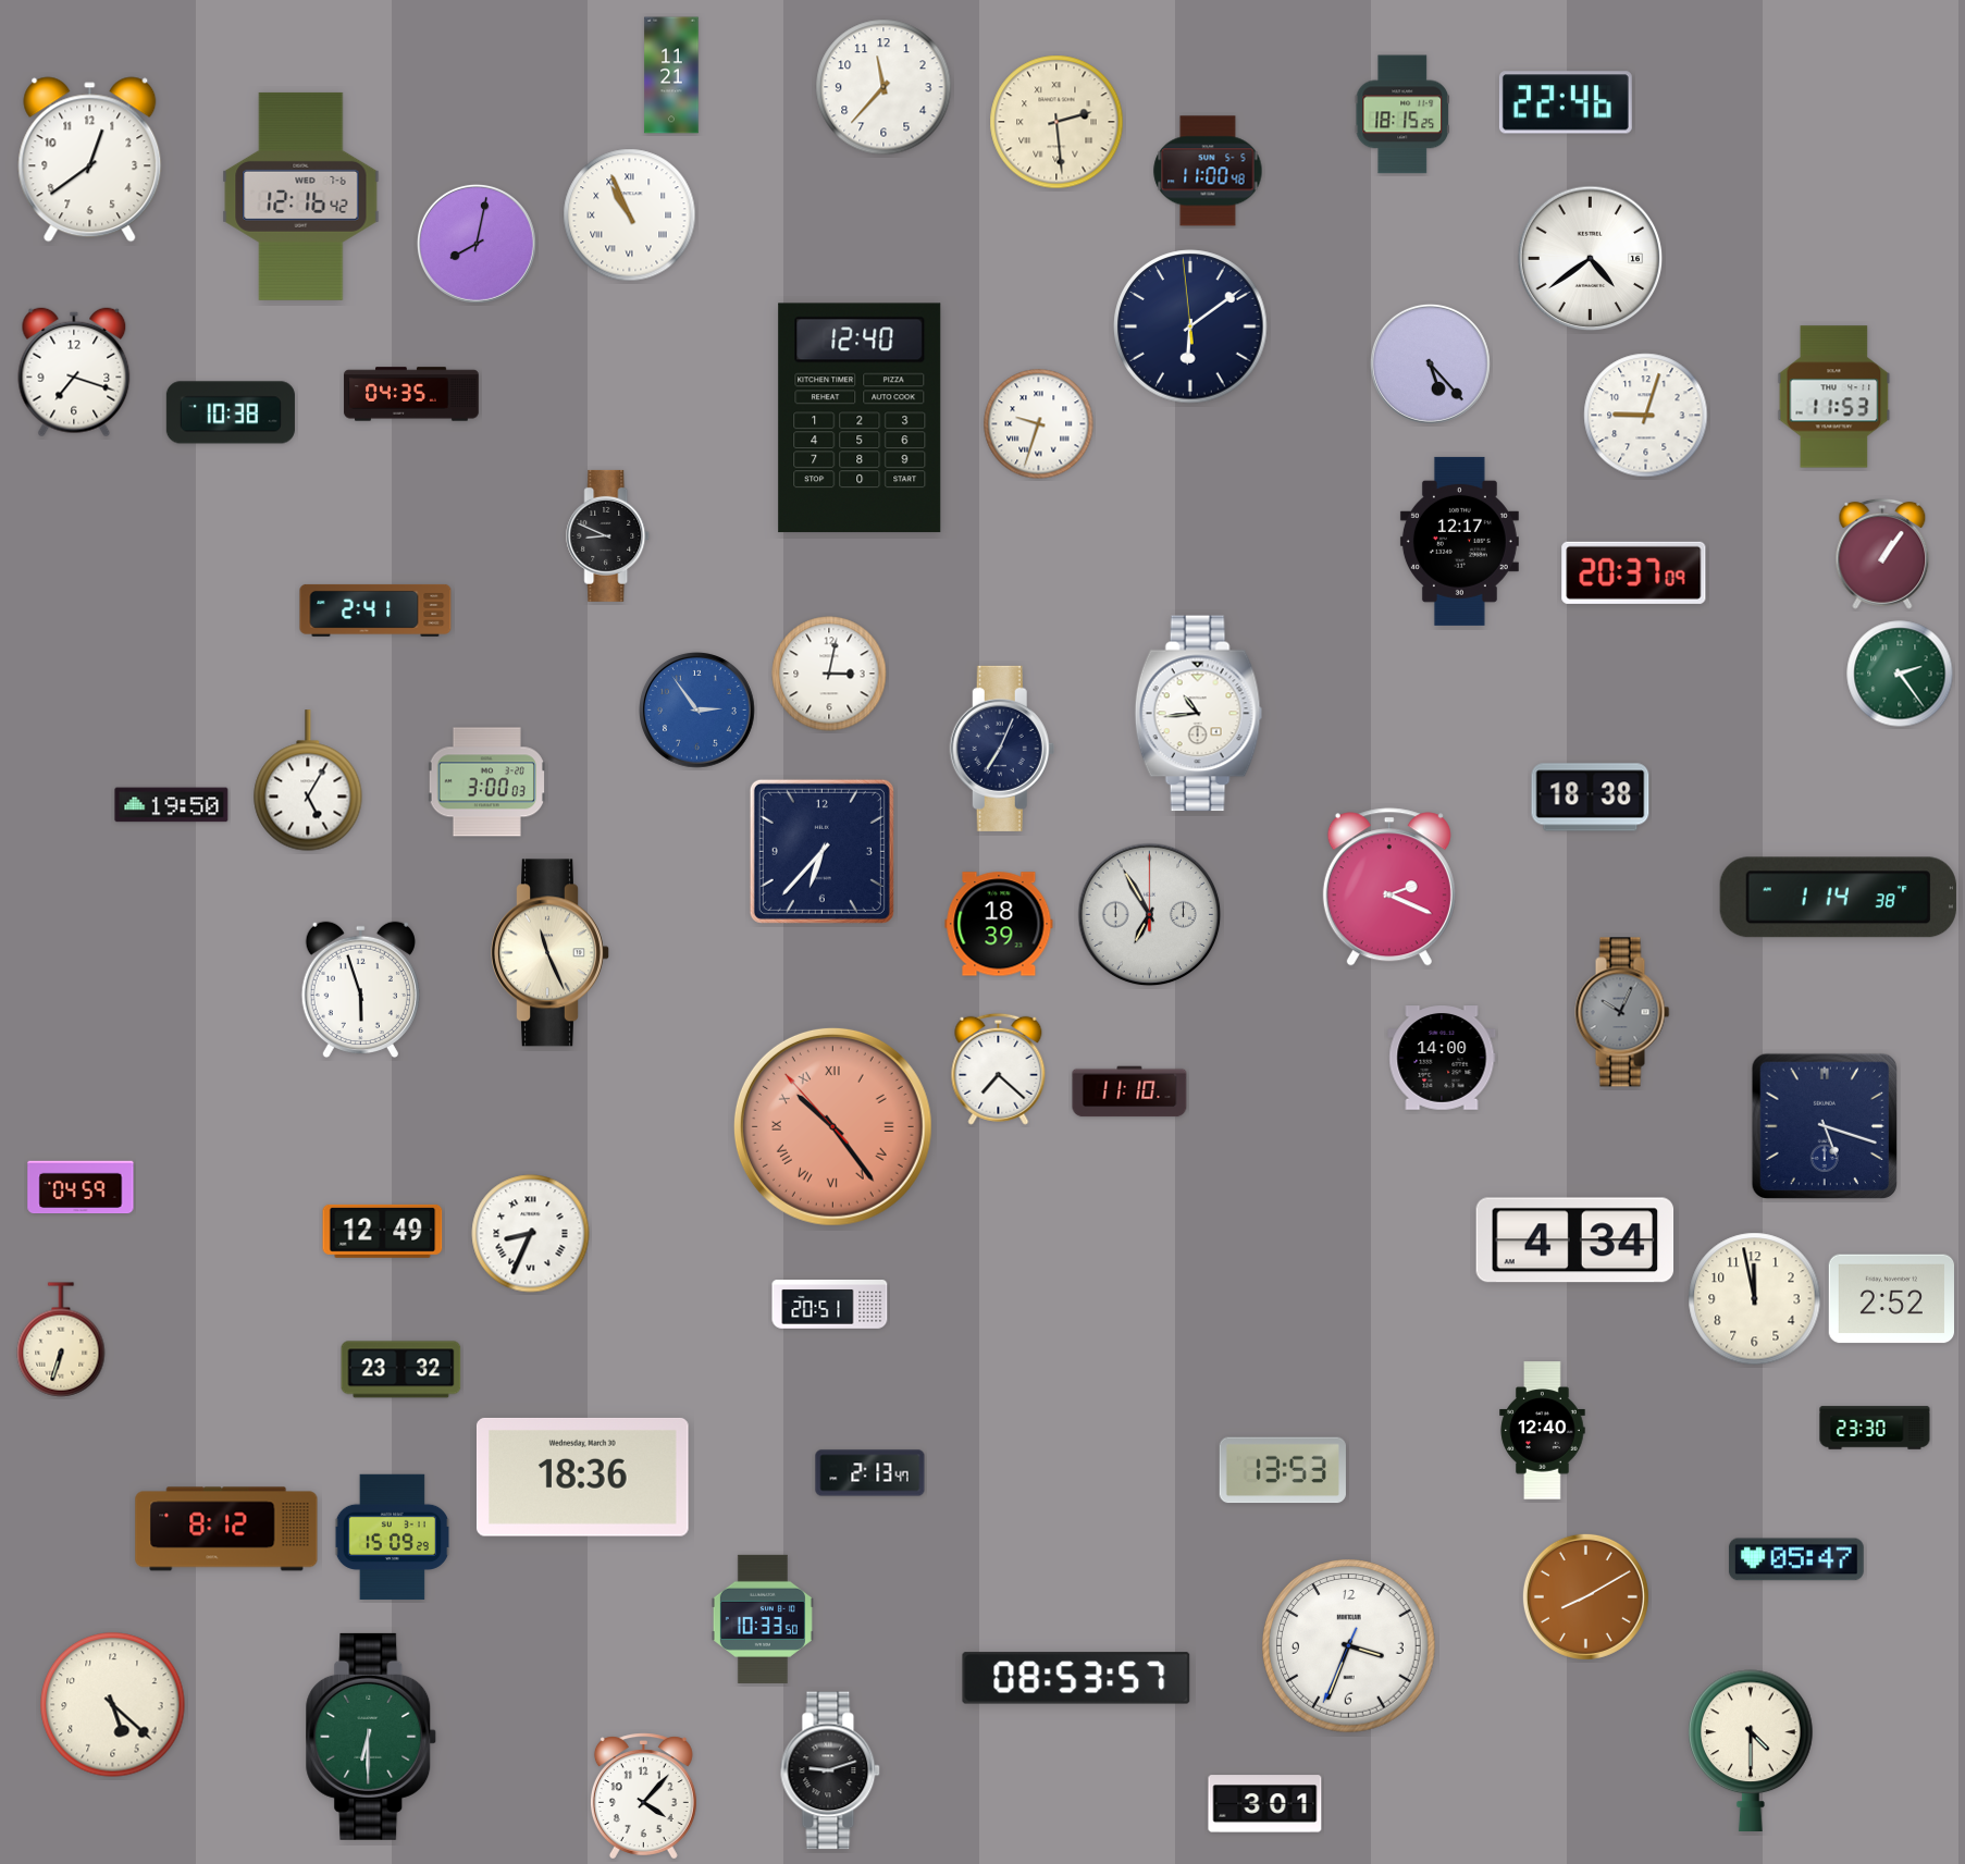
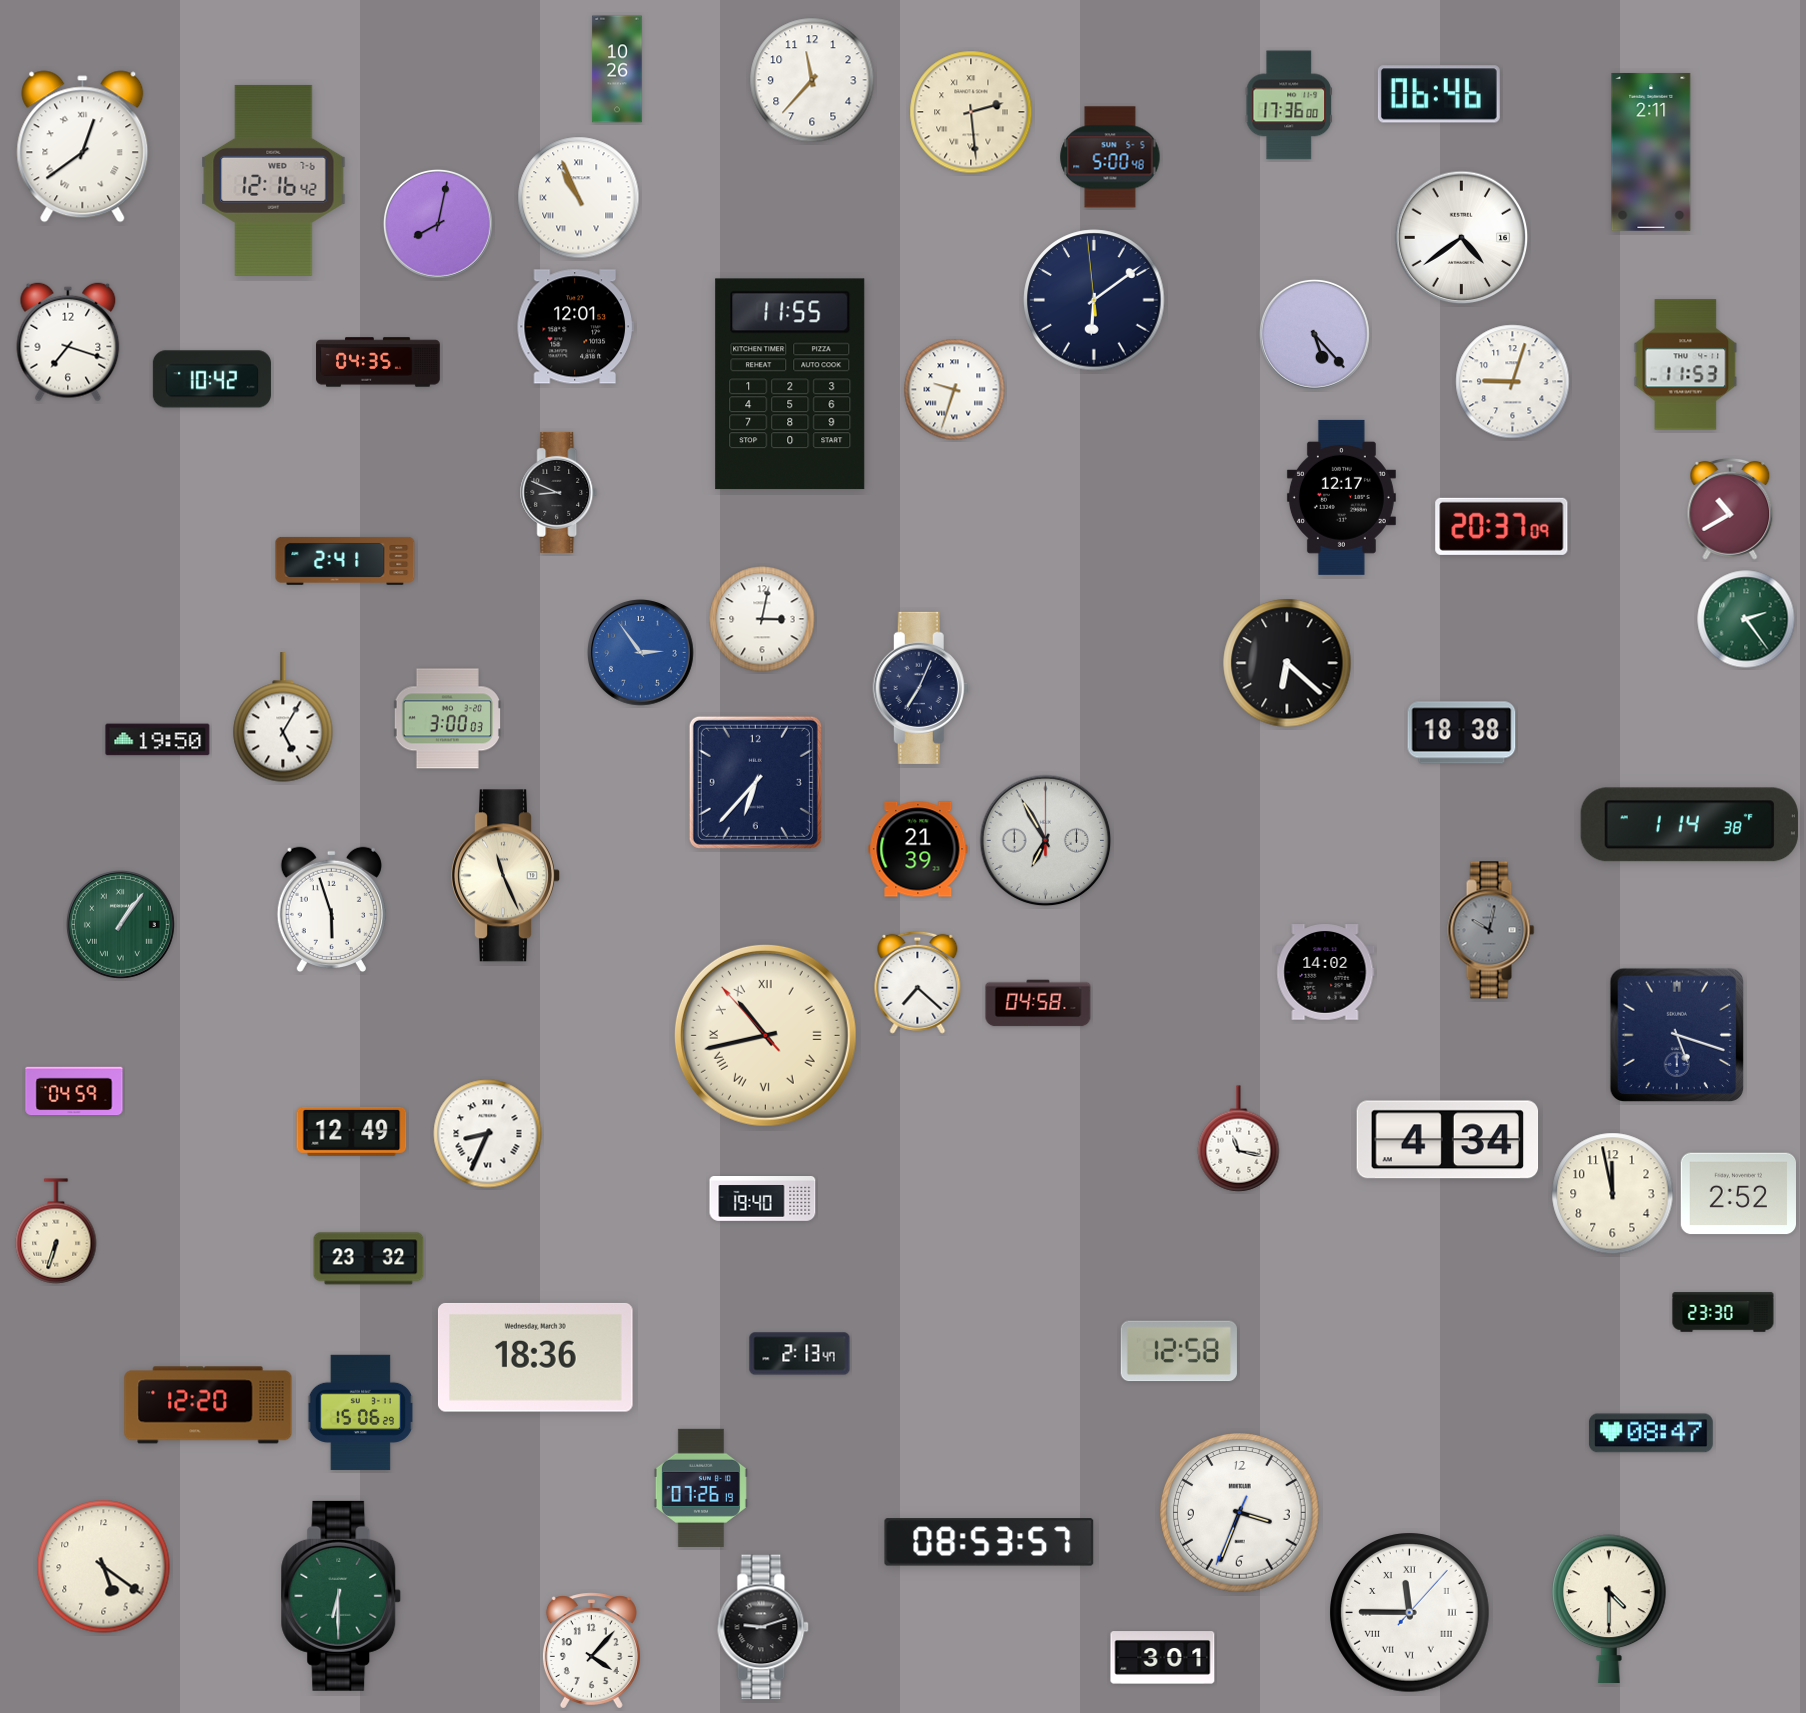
clock at (671, 75): 11:21 -> 10:26
clock at (1566, 102): 22:46 -> 06:46
clock at (1401, 114): 18:15 -> 17:36
clock at (90, 160) numerals: Arabic -> Roman
clock at (1651, 152): none -> 2:11
clock at (1208, 171): 11:00 -> 5:00
clock at (301, 196) position: (301, 196) -> (274, 180)
clock at (575, 327): none -> 12:01
clock at (231, 412): 10:38 -> 10:42
clock at (860, 418): 12:40 -> 11:55
clock at (1882, 554): 1:06 -> 10:40
clock at (1199, 714): 10:44 -> none
clock at (1287, 663): none -> 6:22
clock at (1389, 887): 2:19 -> none
clock at (1150, 915) position: (1150, 915) -> (1046, 841)
clock at (999, 924): 18:39 -> 21:39
clock at (120, 924): none -> 1:06
clock at (1622, 1012): 10:04 -> 10:02
clock at (1442, 1058): 14:00 -> 14:02
clock at (1129, 1091): 11:10 -> 04:58
clock at (832, 1126): 10:23 -> 10:42
clock at (832, 1126) dial: salmon -> cream
clock at (1239, 1139): none -> 11:17
clock at (830, 1305): 20:51 -> 19:40
clock at (1543, 1431): 12:40 -> none
clock at (1283, 1470): 13:53 -> 12:58
clock at (226, 1529): 8:12 -> 12:20
clock at (392, 1538): 15:09 -> 15:06
clock at (1796, 1559): 05:47 -> 08:47
clock at (1585, 1596): 8:10 -> none
clock at (763, 1619): 10:33 -> 07:26
clock at (113, 1705): 5:22 -> 5:21
clock at (1410, 1613): none -> 11:45
